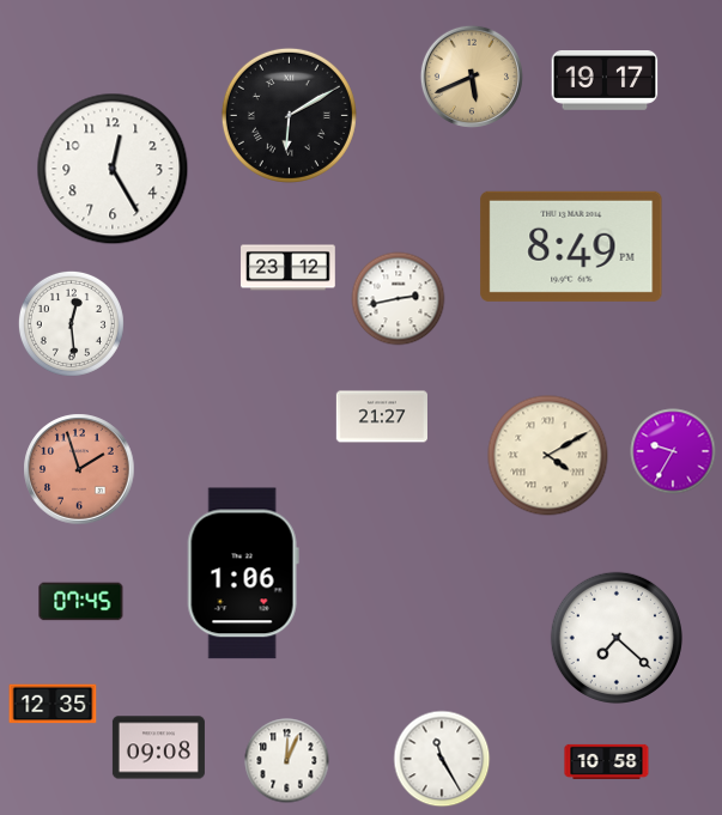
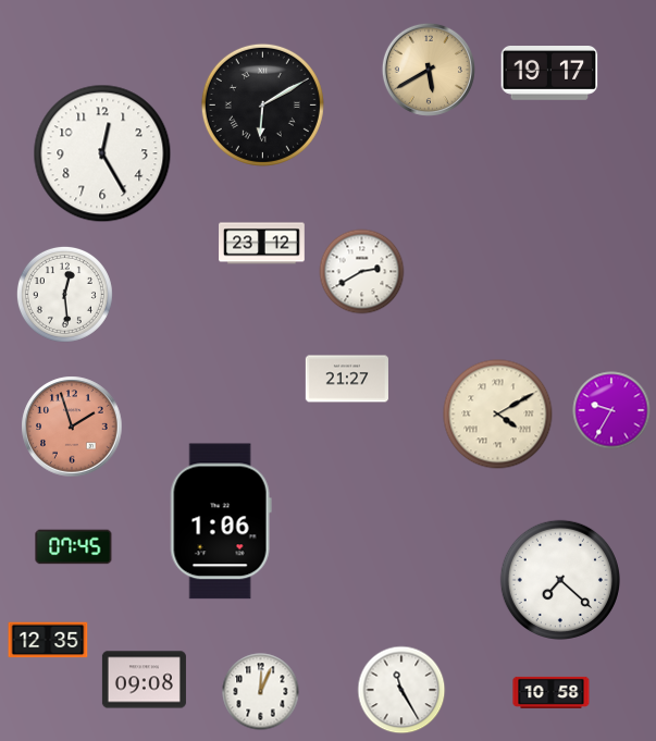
clock at (472, 77): 5:41 -> 5:40
clock at (571, 247): 8:49 -> none
clock at (399, 299): 2:43 -> 2:40
